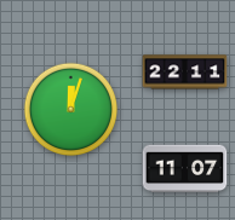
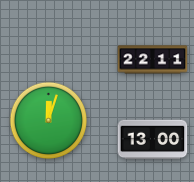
clock at (71, 110) position: (71, 110) -> (49, 121)
clock at (185, 169): 11:07 -> 13:00
